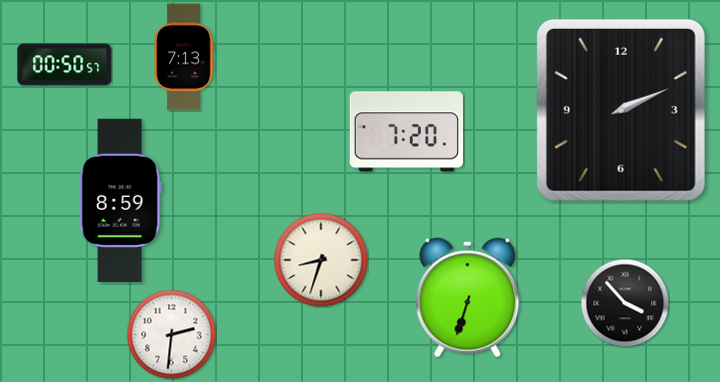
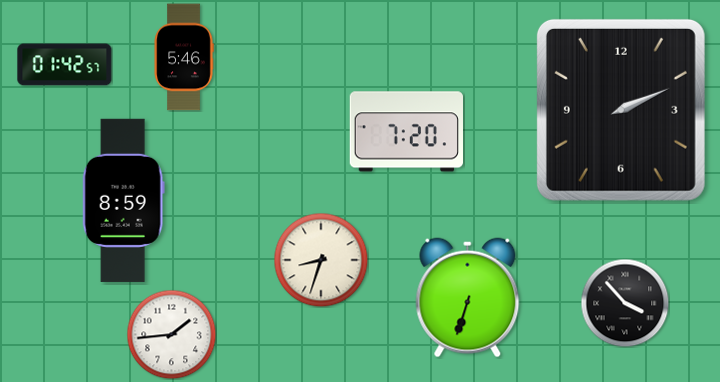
clock at (184, 57): 7:13 -> 5:46
clock at (65, 65): 00:50 -> 01:42
clock at (120, 200) position: (120, 200) -> (123, 200)
clock at (171, 334): 2:31 -> 1:44
